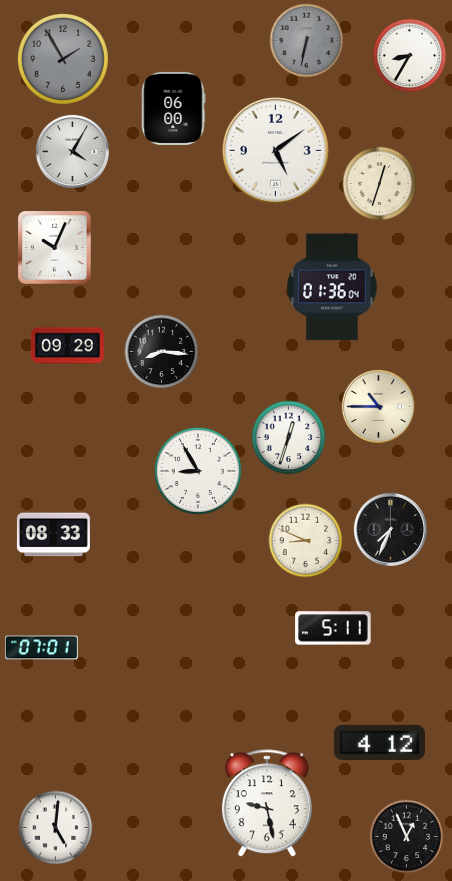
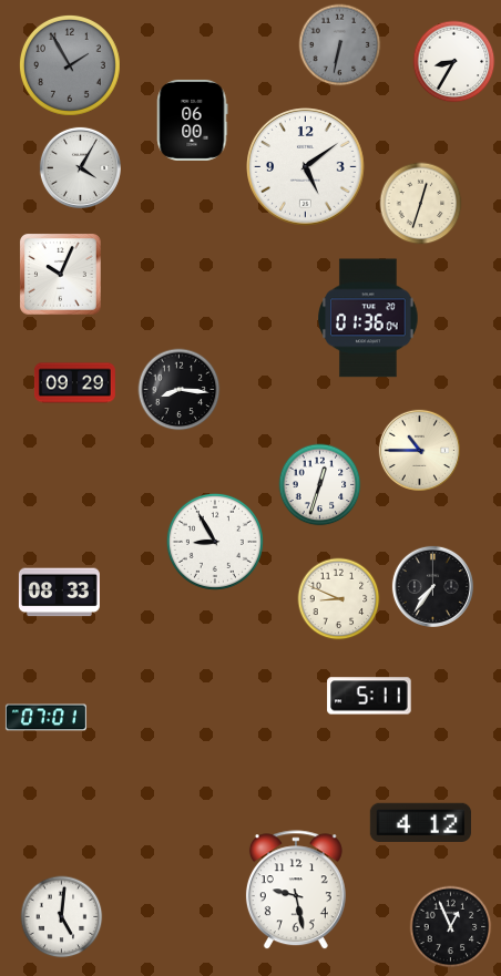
clock at (198, 471) position: (198, 471) -> (215, 542)
clock at (390, 529): 7:34 -> 7:36
